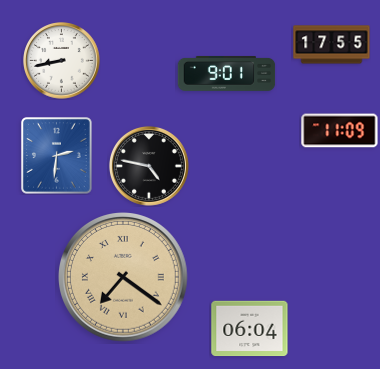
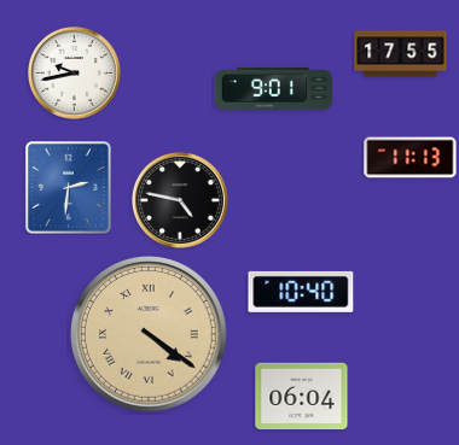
clock at (62, 61): 8:43 -> 9:43
clock at (340, 131): 11:09 -> 11:13
clock at (301, 292): none -> 10:40
clock at (124, 278): 7:21 -> 4:21
